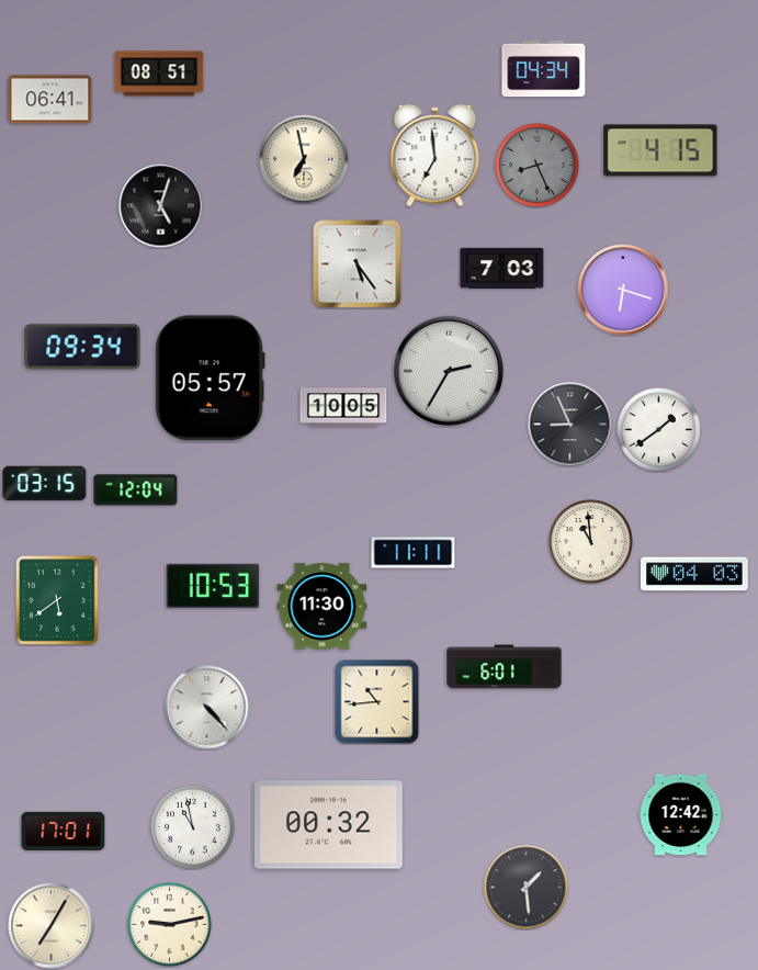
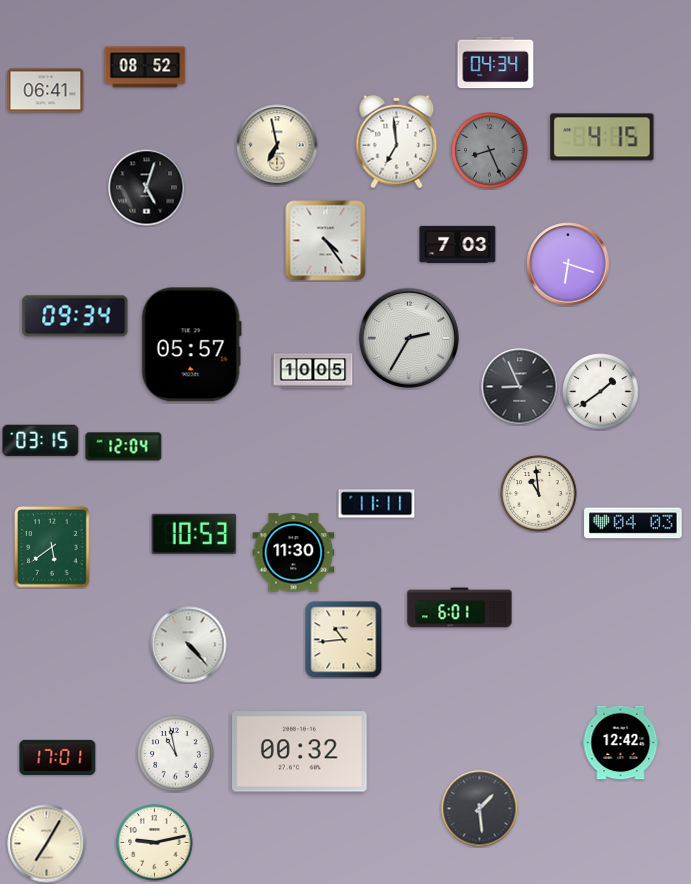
clock at (159, 74): 08:51 -> 08:52
clock at (358, 264): 5:24 -> 4:24
